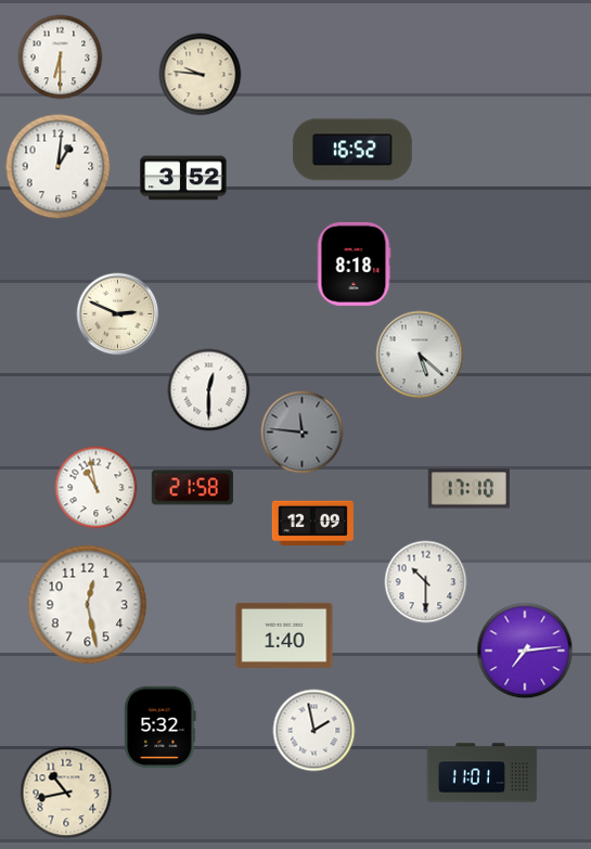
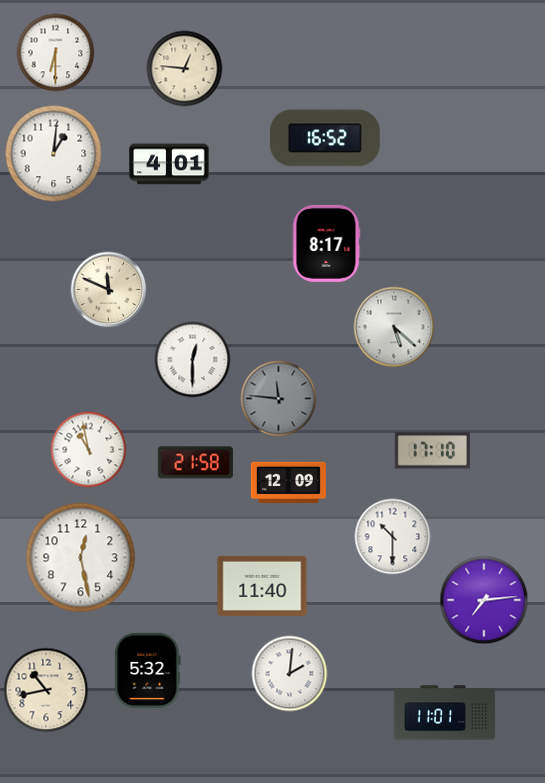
clock at (201, 75): 9:46 -> 12:46
clock at (183, 178): 3:52 -> 4:01
clock at (354, 263): 8:18 -> 8:17
clock at (118, 314): 2:49 -> 11:49
clock at (420, 355) position: (420, 355) -> (394, 327)
clock at (192, 488) position: (192, 488) -> (195, 463)
clock at (284, 635): 1:40 -> 11:40
clock at (314, 731): 1:58 -> 2:01
clock at (66, 793) position: (66, 793) -> (46, 690)
